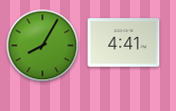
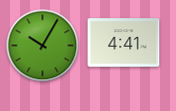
clock at (43, 46): 8:05 -> 10:05
